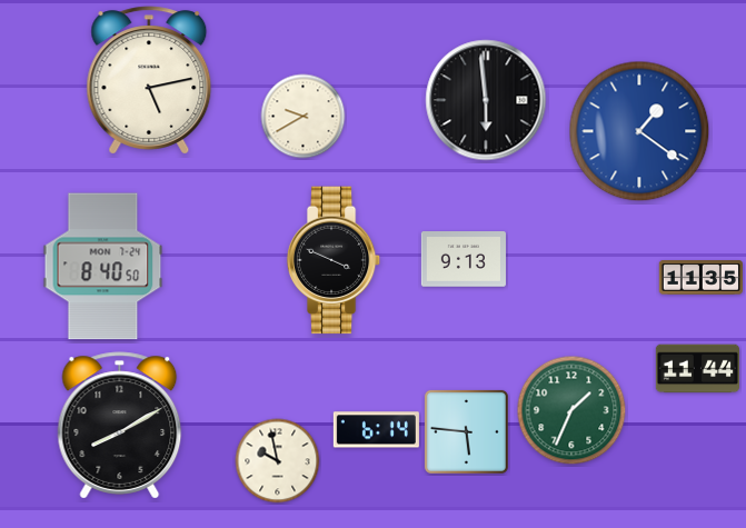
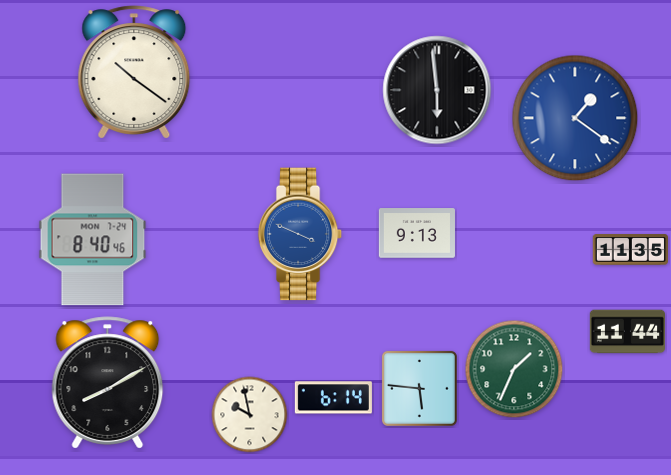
clock at (149, 80): 5:13 -> 10:21
clock at (304, 117): 9:40 -> none
clock at (334, 260) dial: black -> blue
clock at (103, 267): 8:40:50 -> 8:40:46
clock at (376, 430) position: (376, 430) -> (333, 398)
